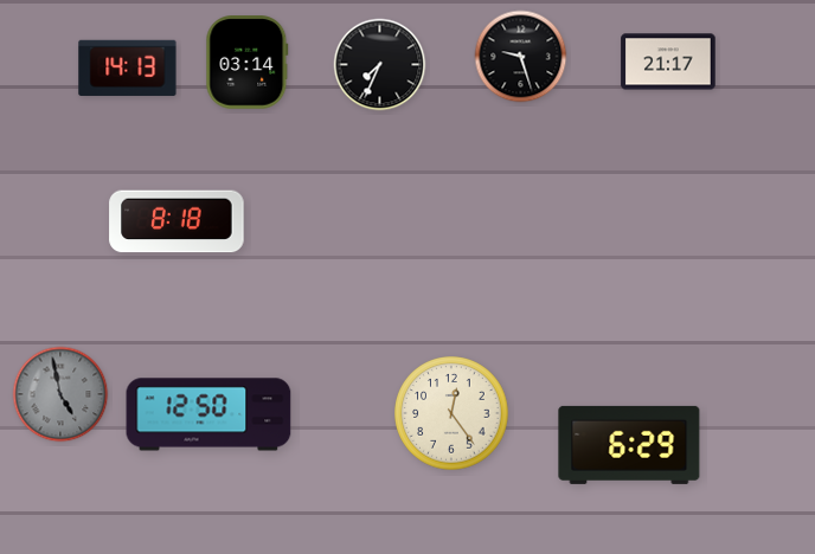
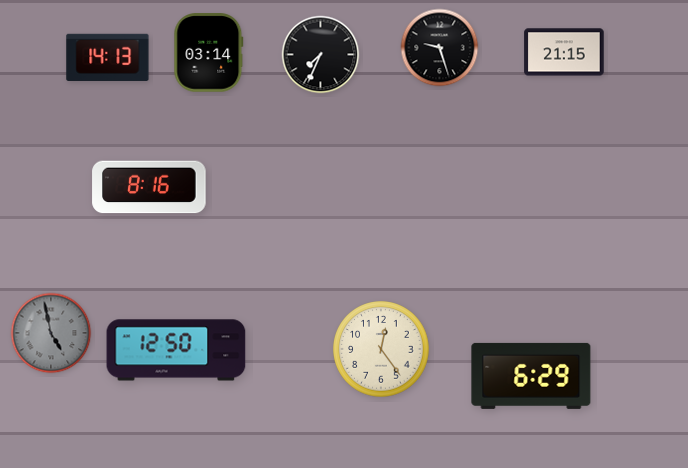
clock at (668, 62): 21:17 -> 21:15
clock at (177, 221): 8:18 -> 8:16
